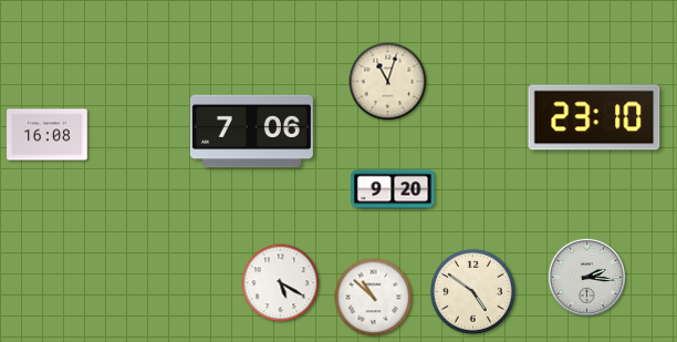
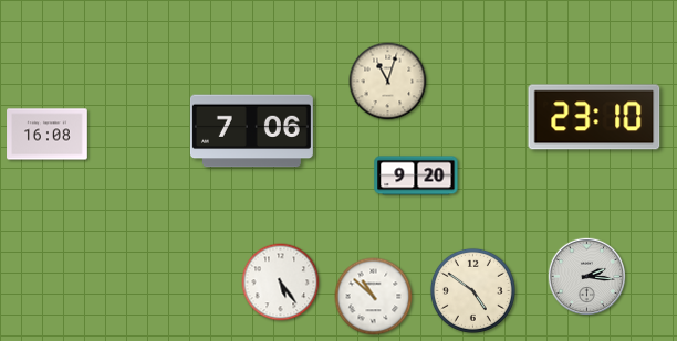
clock at (393, 189) position: (393, 189) -> (416, 175)
clock at (281, 283): 5:20 -> 5:24
